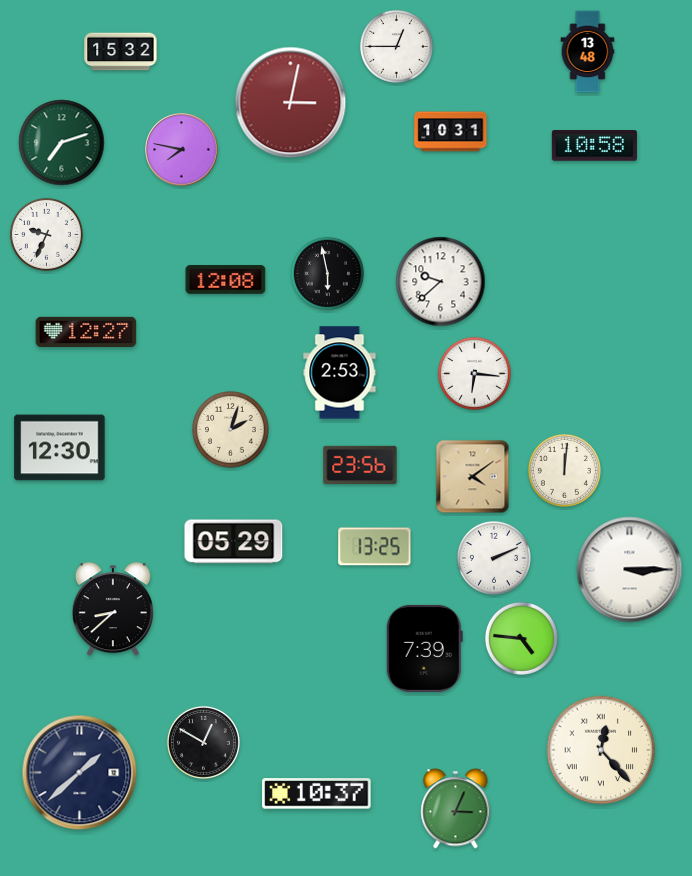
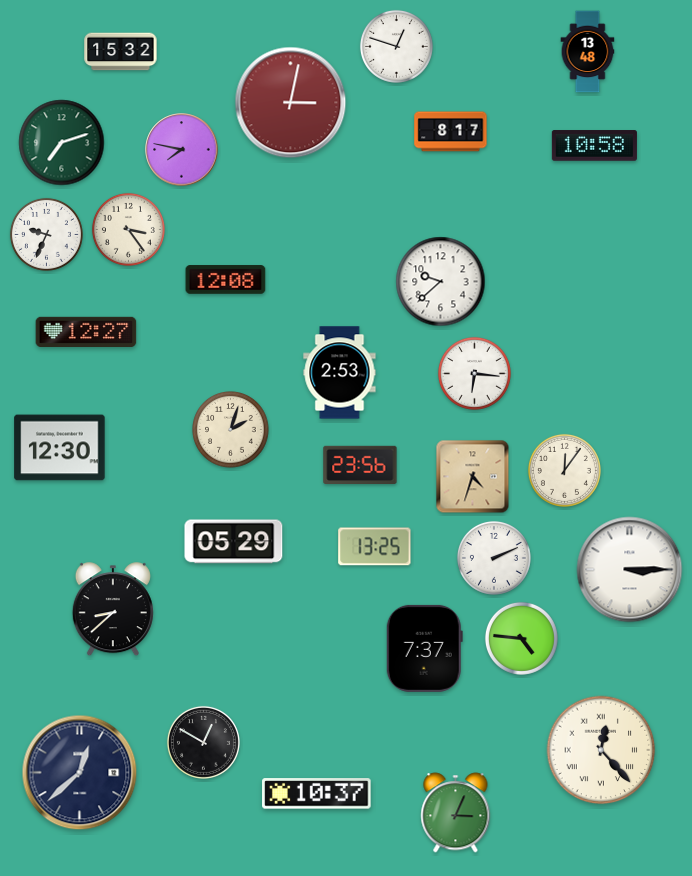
clock at (396, 46): 12:45 -> 12:48
clock at (451, 132): 10:31 -> 8:17
clock at (128, 229): none -> 3:24
clock at (327, 273): 5:58 -> none
clock at (564, 470): 12:01 -> 12:06
clock at (473, 477): 4:09 -> 4:33
clock at (424, 648): 7:39 -> 7:37
clock at (80, 773): 1:38 -> 12:38
clock at (456, 809) position: (456, 809) -> (456, 813)
